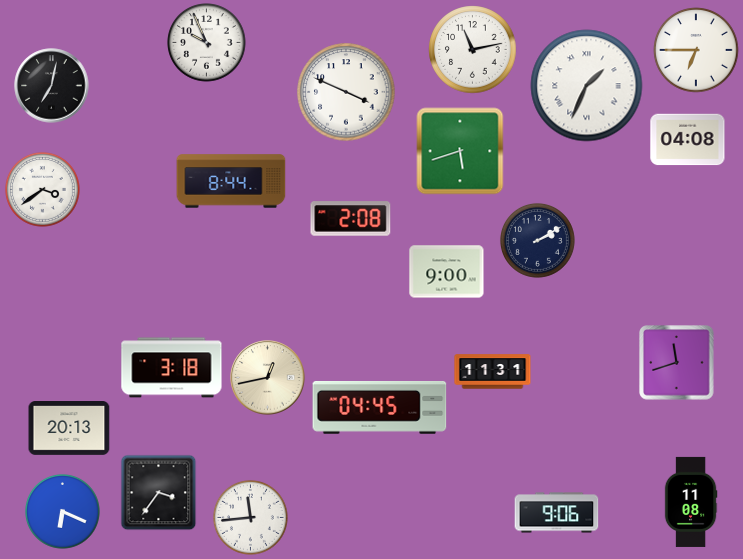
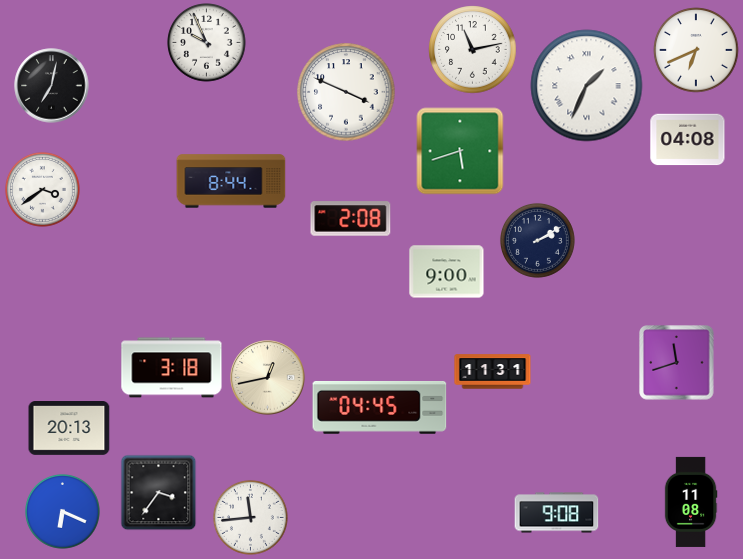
clock at (696, 50): 6:45 -> 6:41
clock at (557, 513): 9:06 -> 9:08
